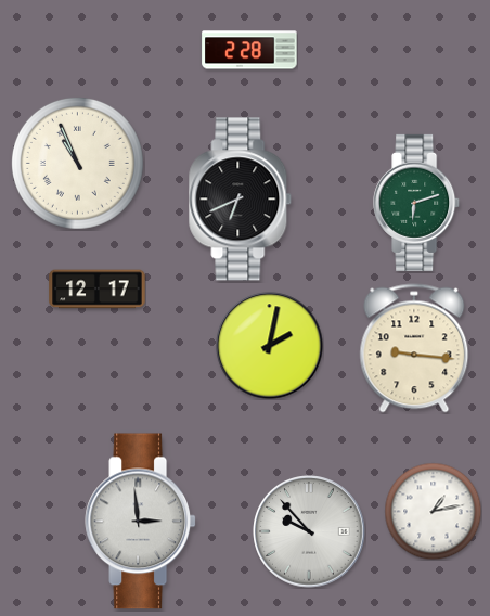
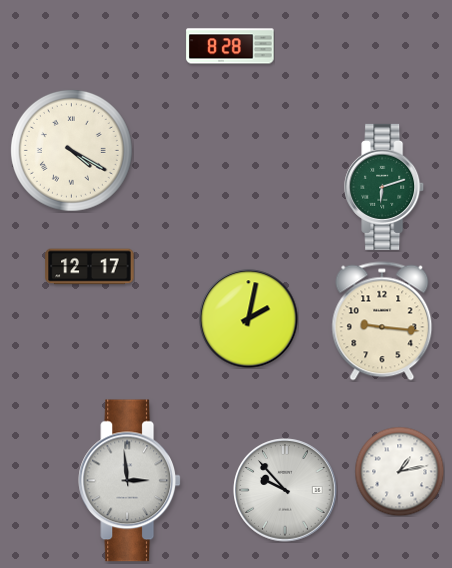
clock at (249, 50): 2:28 -> 8:28
clock at (77, 163): 10:56 -> 4:20
clock at (241, 200): 6:41 -> none
